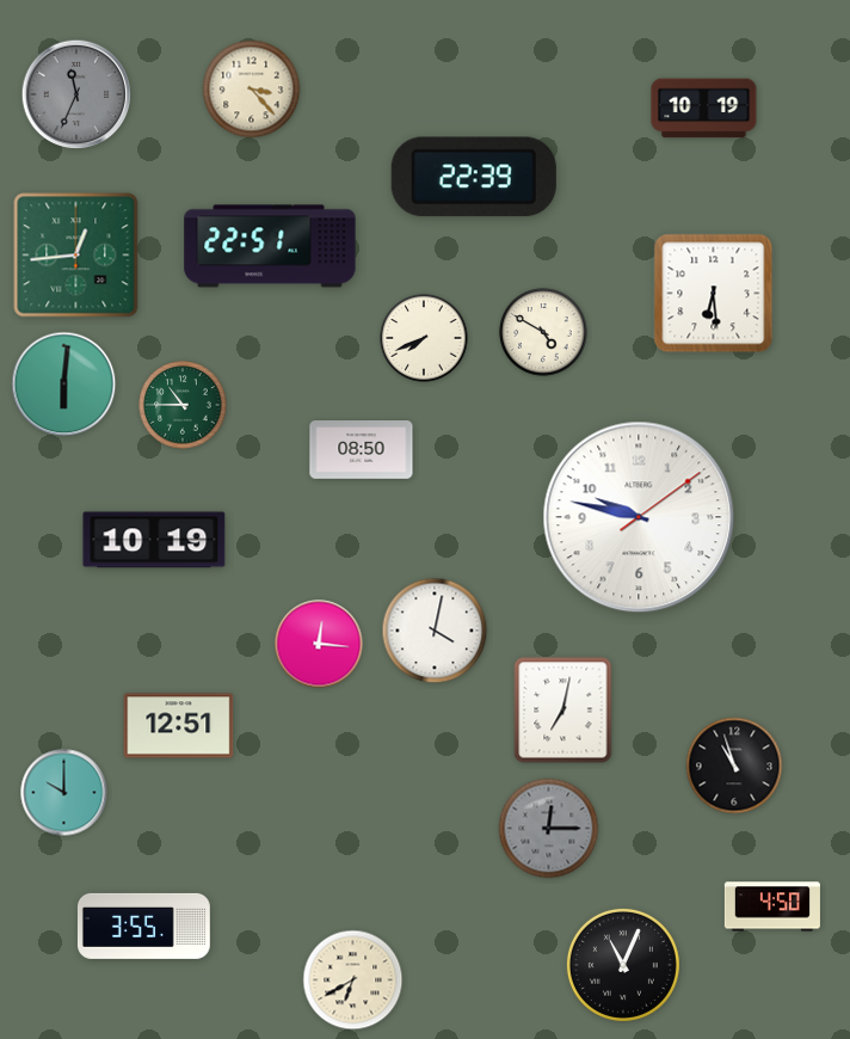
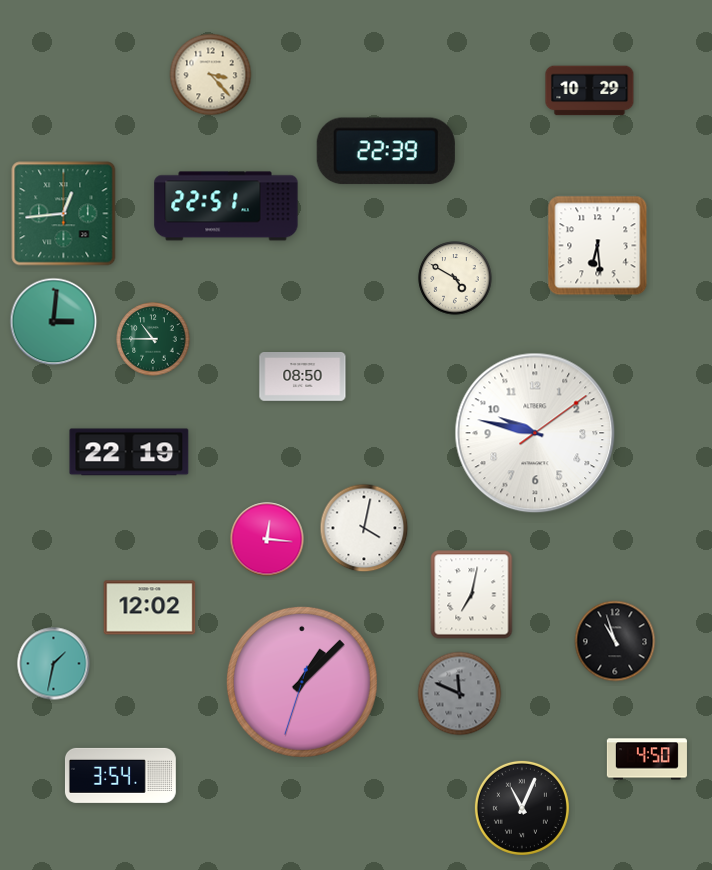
clock at (76, 94): 11:34 -> none
clock at (704, 109): 10:19 -> 10:29
clock at (474, 177) position: (474, 177) -> (386, 151)
clock at (424, 338): 7:41 -> none
clock at (64, 385): 6:01 -> 3:01
clock at (154, 540): 10:19 -> 22:19
clock at (179, 726): 12:51 -> 12:02
clock at (64, 793): 10:00 -> 1:32
clock at (302, 682): none -> 1:07
clock at (549, 829): 12:15 -> 11:49
clock at (143, 926): 3:55 -> 3:54
clock at (353, 980): 6:40 -> none
